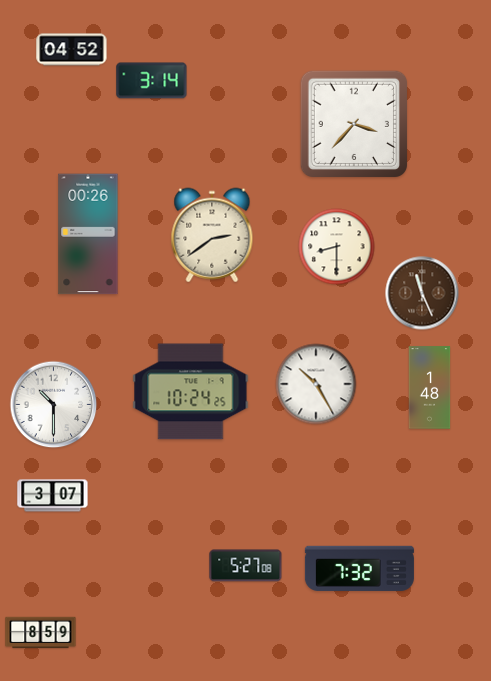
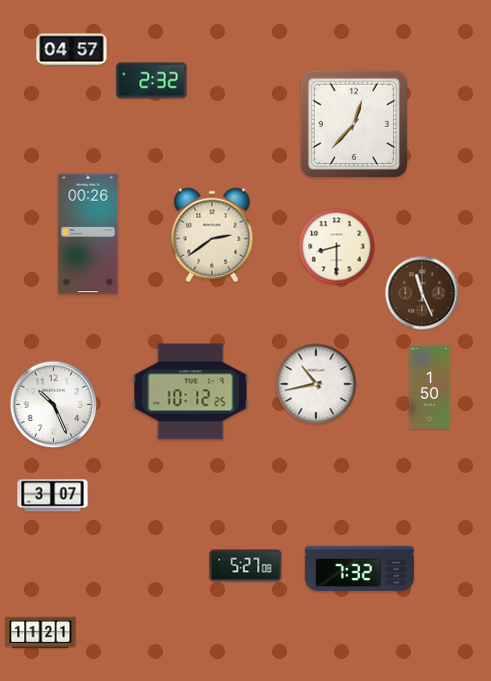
clock at (72, 50): 04:52 -> 04:57
clock at (152, 81): 3:14 -> 2:32
clock at (354, 124): 3:37 -> 12:37
clock at (316, 384): 10:25 -> 10:43
clock at (430, 388): 1:48 -> 1:50
clock at (191, 392): 10:24 -> 10:12
clock at (54, 405): 10:30 -> 10:26
clock at (41, 633): 8:59 -> 11:21
